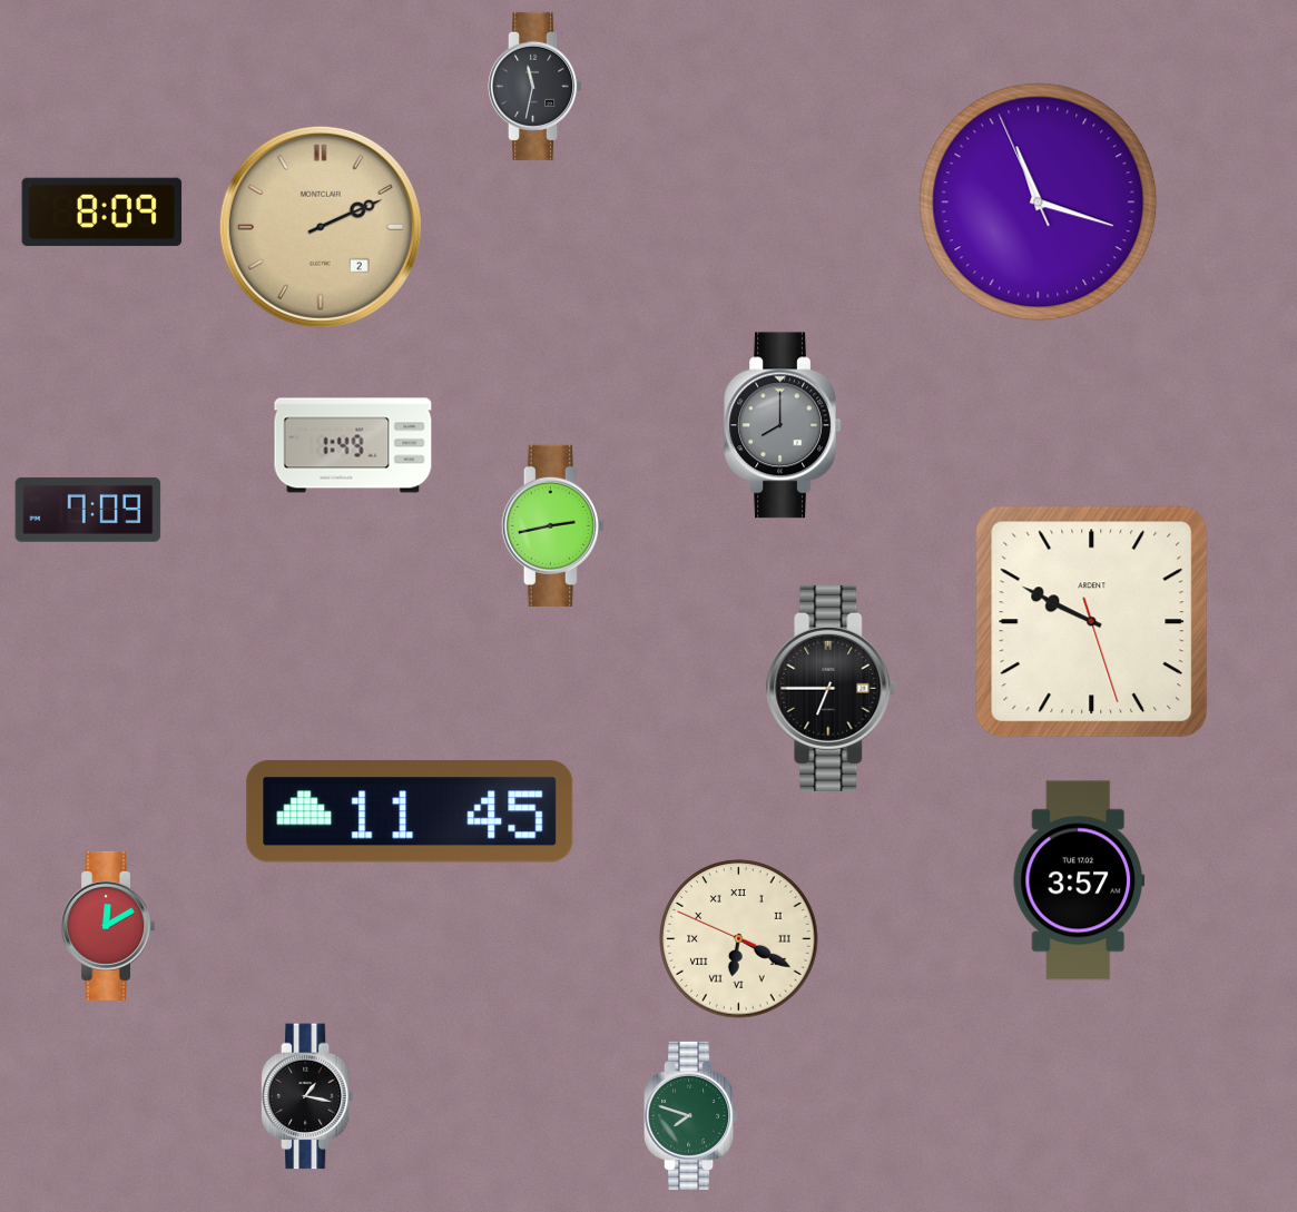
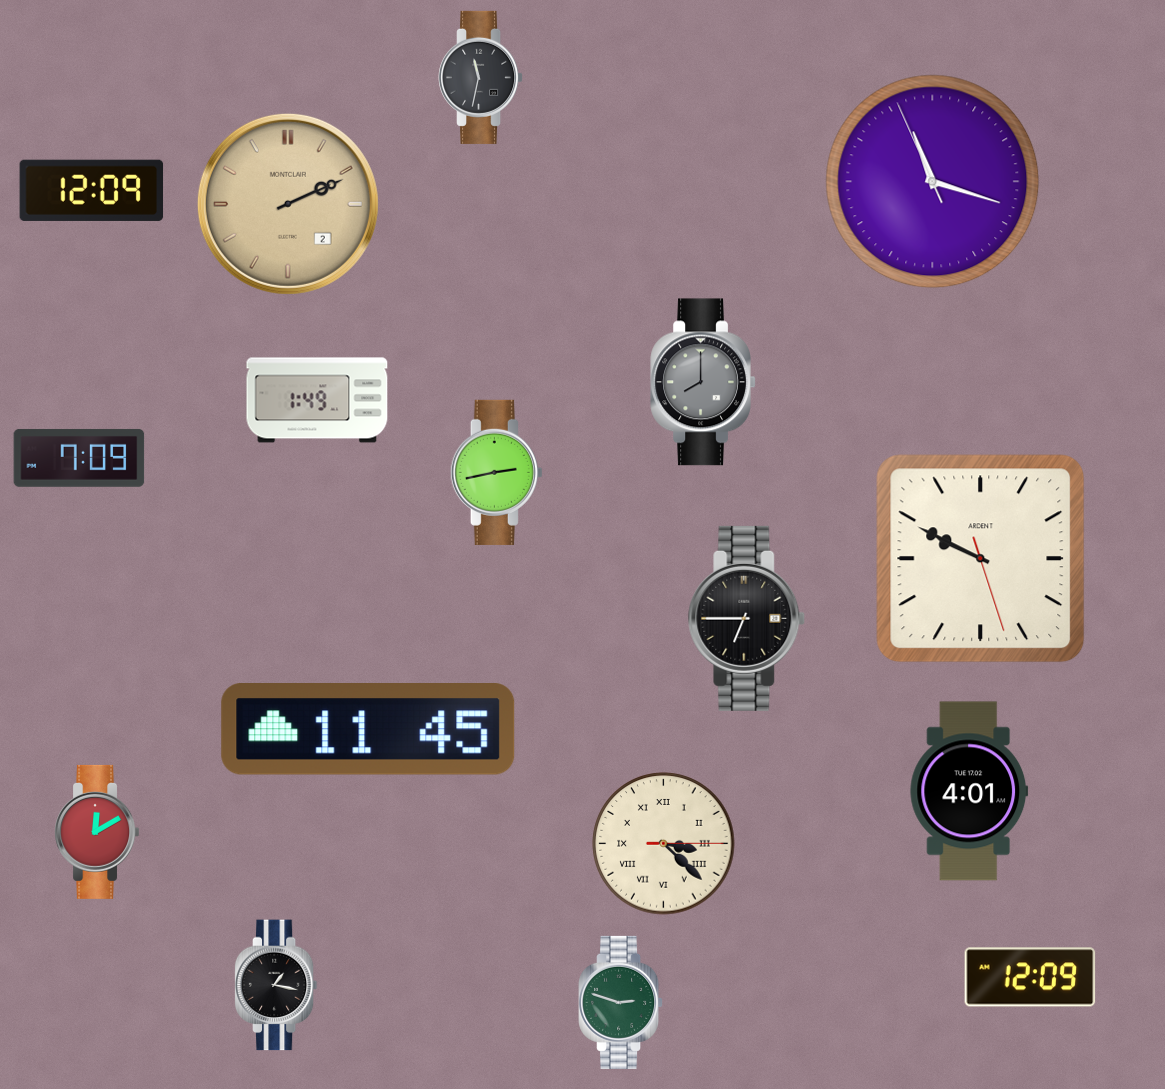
clock at (102, 211): 8:09 -> 12:09
clock at (1079, 880): 3:57 -> 4:01
clock at (739, 939): 6:19 -> 3:22
clock at (1030, 977): none -> 12:09
clock at (691, 1115): 7:48 -> 2:48
